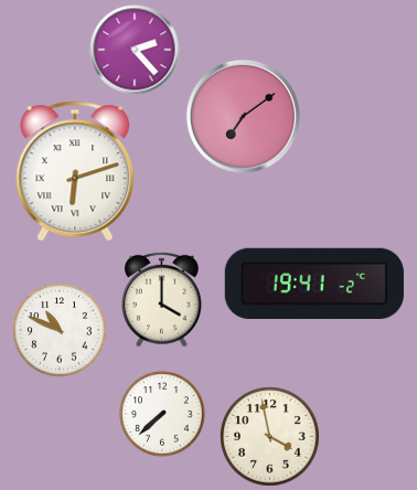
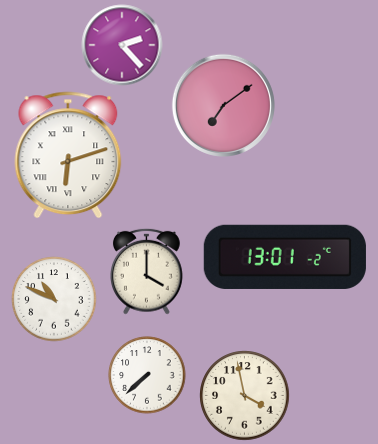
clock at (243, 116) position: (243, 116) -> (223, 105)
clock at (314, 284): 19:41 -> 13:01
